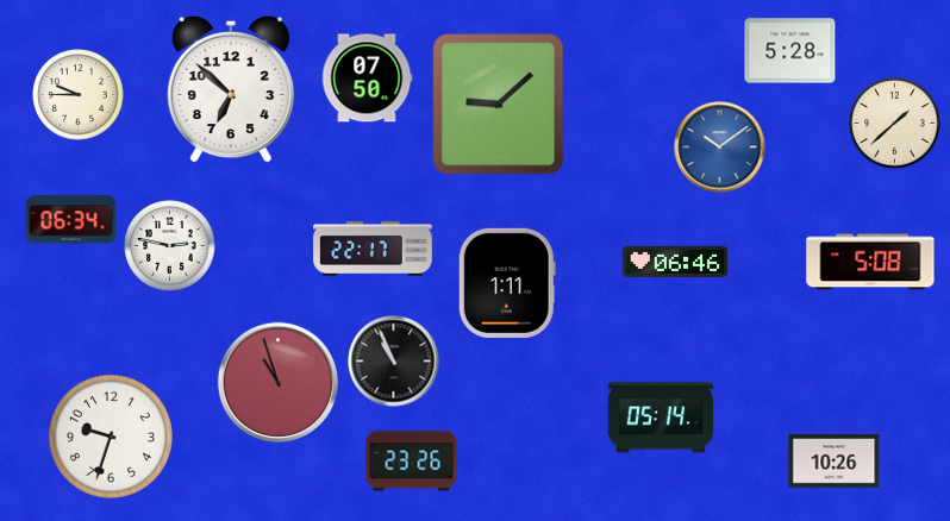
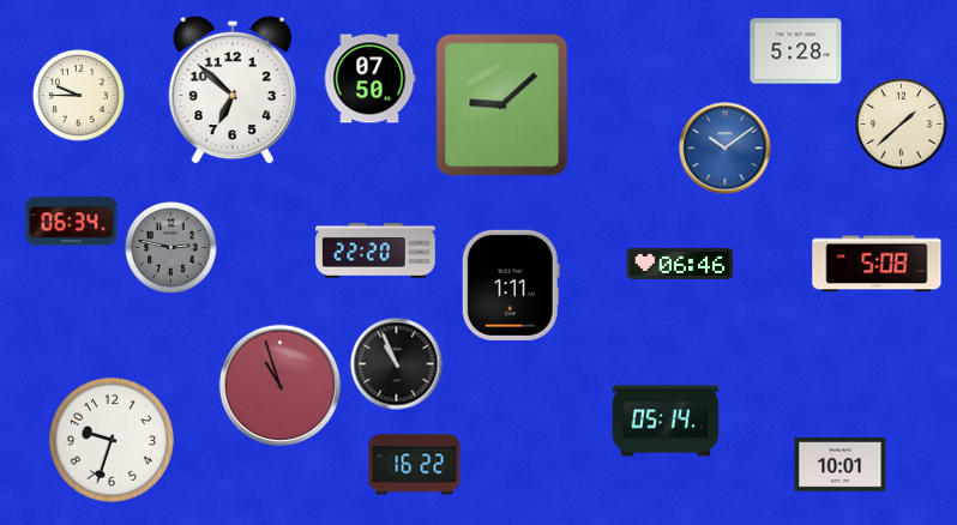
clock at (170, 246) dial: white -> grey
clock at (373, 250): 22:17 -> 22:20
clock at (412, 462): 23:26 -> 16:22
clock at (835, 462): 10:26 -> 10:01
